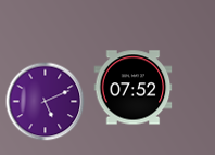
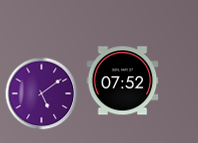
clock at (46, 102): 5:11 -> 5:09
